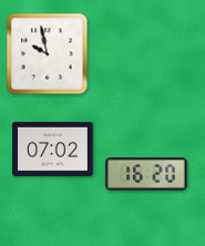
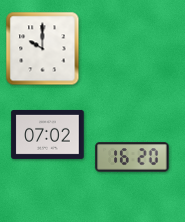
clock at (48, 54): 9:58 -> 10:00
